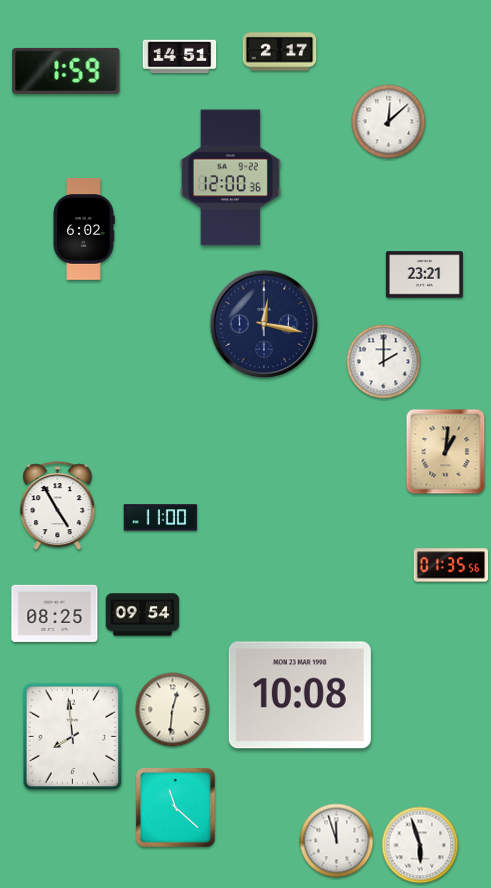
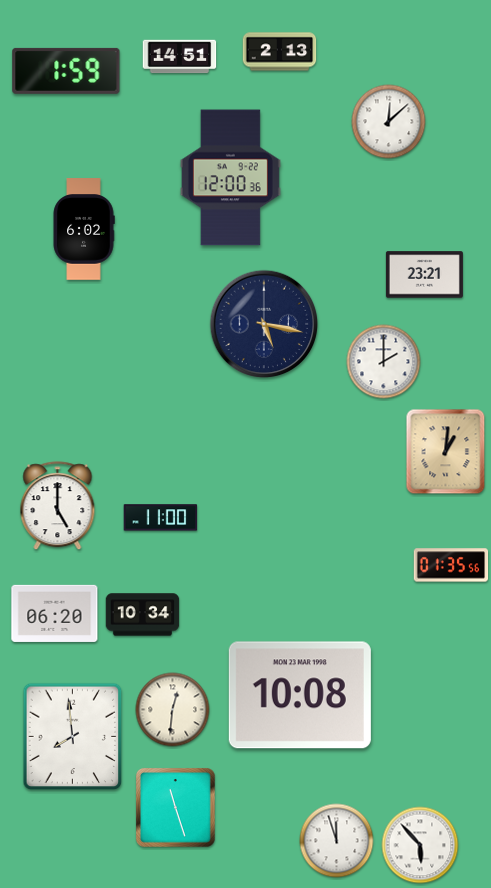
clock at (280, 52): 2:17 -> 2:13
clock at (264, 324): 12:17 -> 5:17
clock at (58, 506): 4:55 -> 5:00
clock at (55, 613): 08:25 -> 06:20
clock at (143, 615): 09:54 -> 10:34
clock at (175, 807): 11:22 -> 11:27
clock at (420, 845): 5:57 -> 5:53
